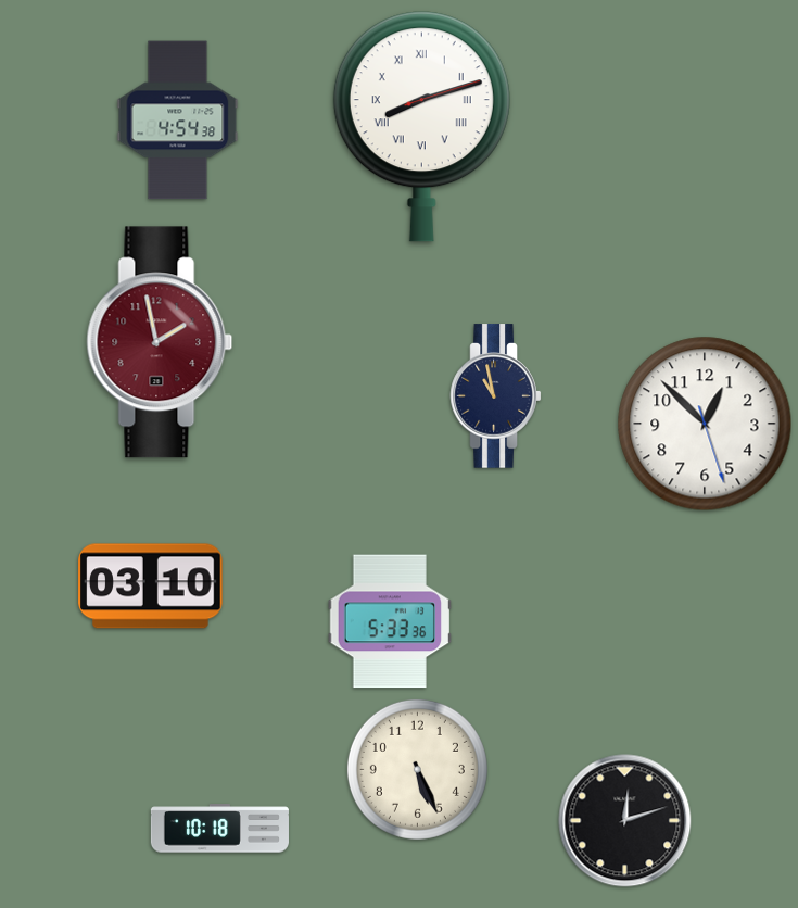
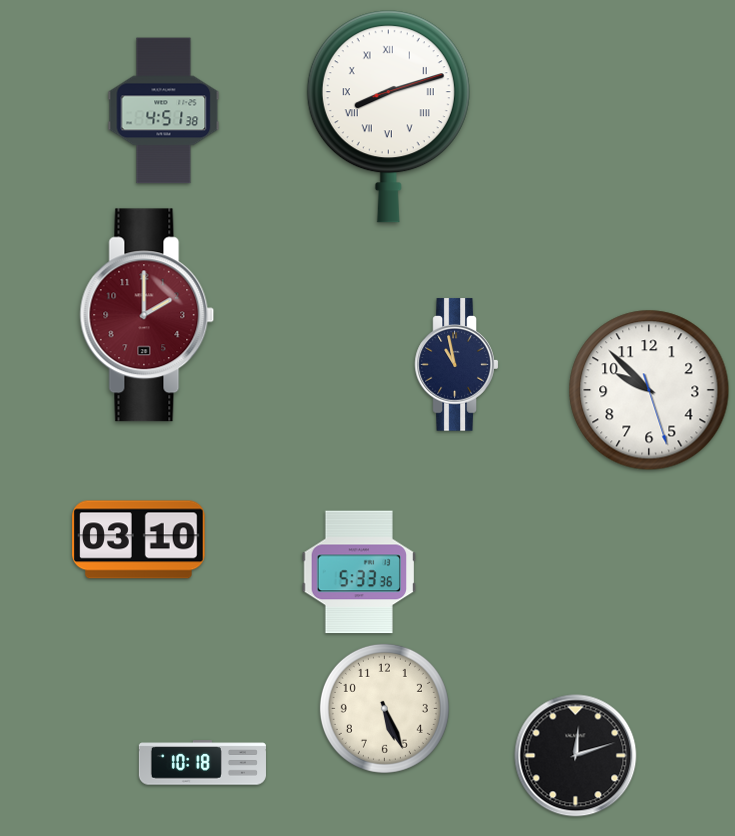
clock at (178, 121): 4:54 -> 4:51
clock at (160, 342): 1:58 -> 2:00
clock at (705, 424): 12:52 -> 9:52
